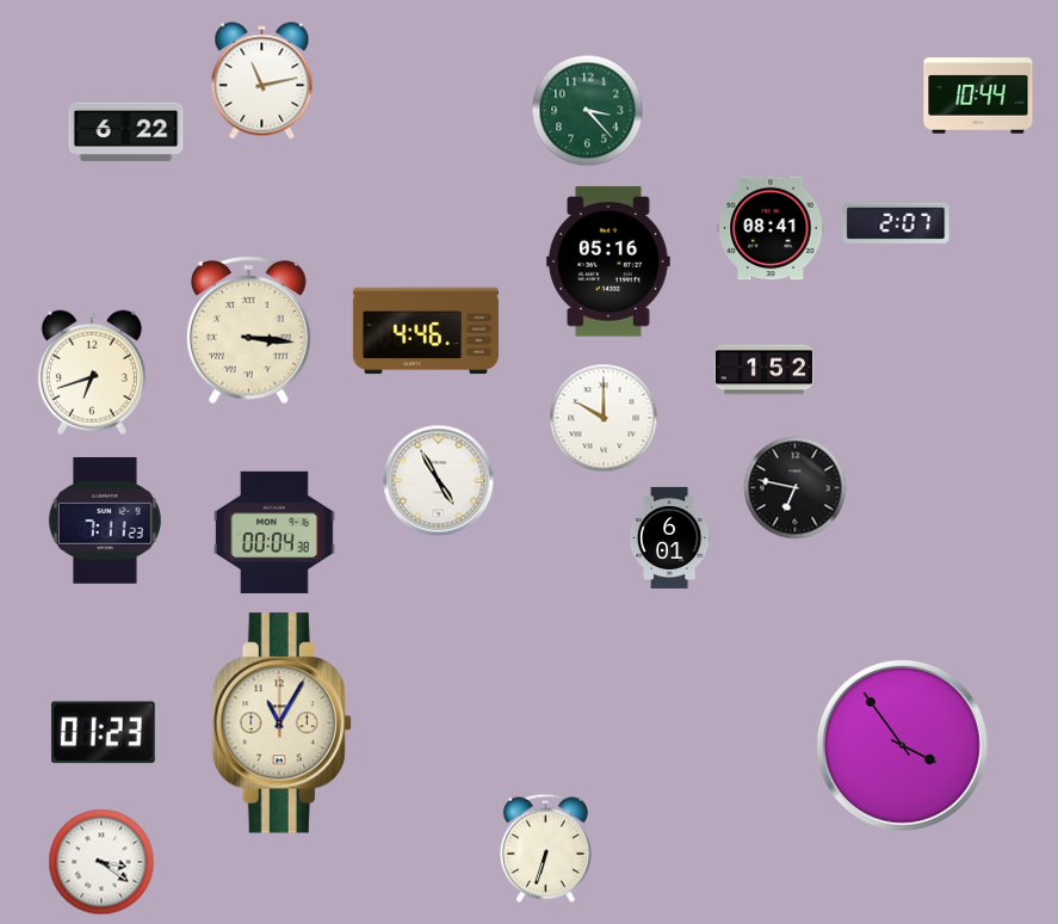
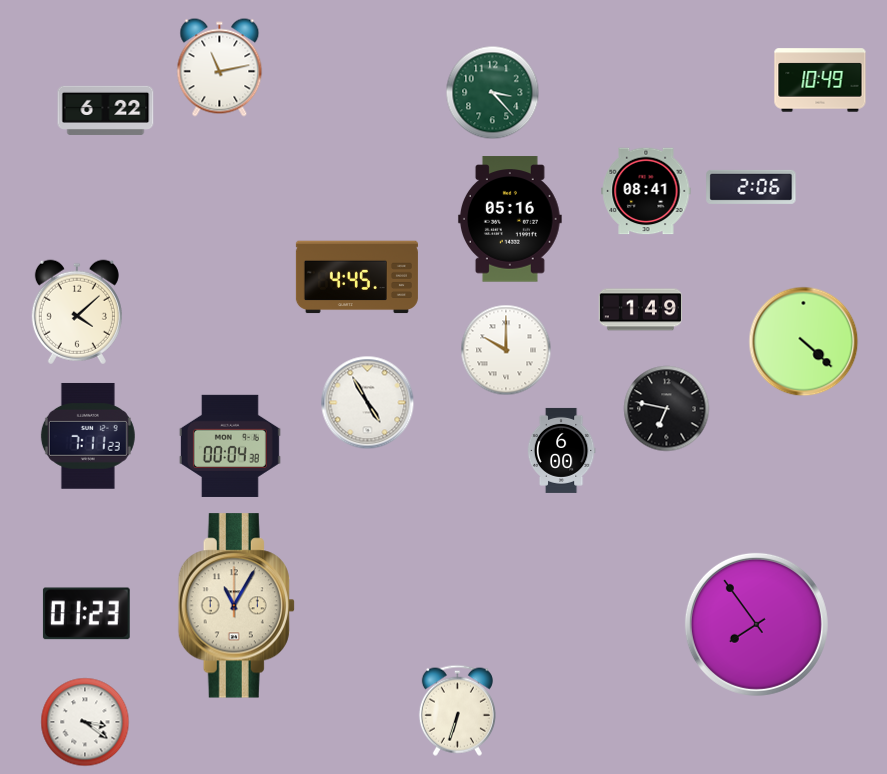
clock at (978, 96): 10:44 -> 10:49
clock at (896, 223): 2:07 -> 2:06
clock at (249, 329): 3:16 -> none
clock at (426, 331): 4:46 -> 4:45
clock at (763, 370): 1:52 -> 1:49
clock at (92, 372): 6:42 -> 4:08
clock at (804, 342): none -> 4:22
clock at (669, 537): 6:01 -> 6:00
clock at (902, 745): 3:54 -> 7:54
